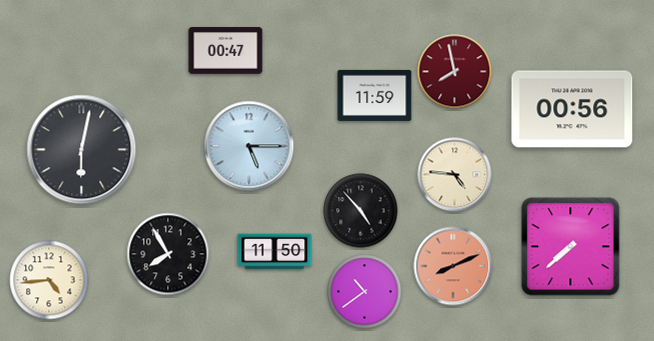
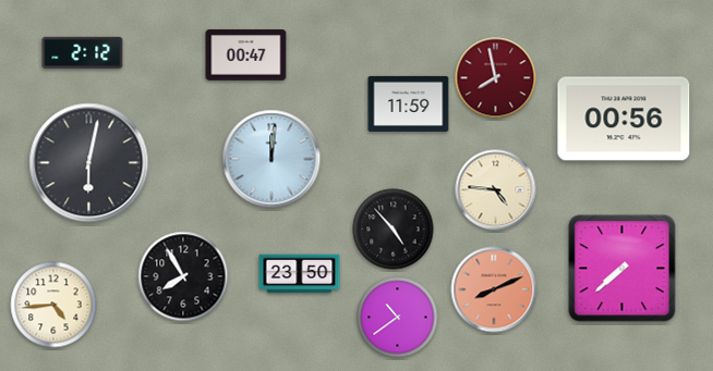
clock at (83, 52): none -> 2:12
clock at (249, 146): 5:15 -> 12:01
clock at (275, 252): 11:50 -> 23:50
